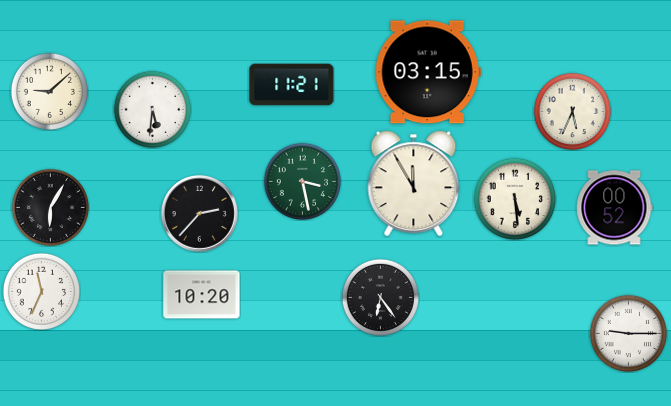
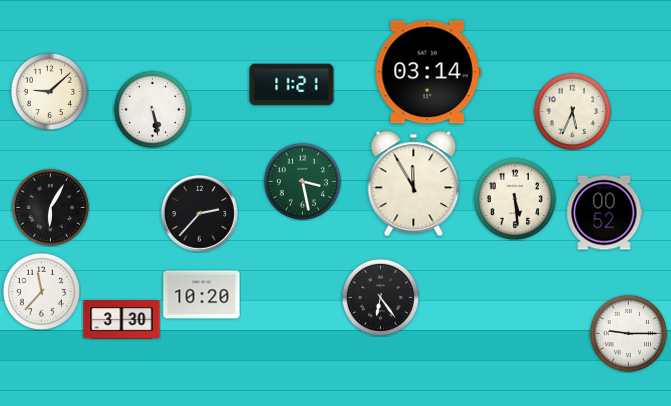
clock at (428, 72): 03:15 -> 03:14
clock at (152, 109): 5:31 -> 5:28
clock at (615, 208) position: (615, 208) -> (605, 213)
clock at (41, 291): 11:34 -> 11:37
clock at (122, 320): none -> 3:30
